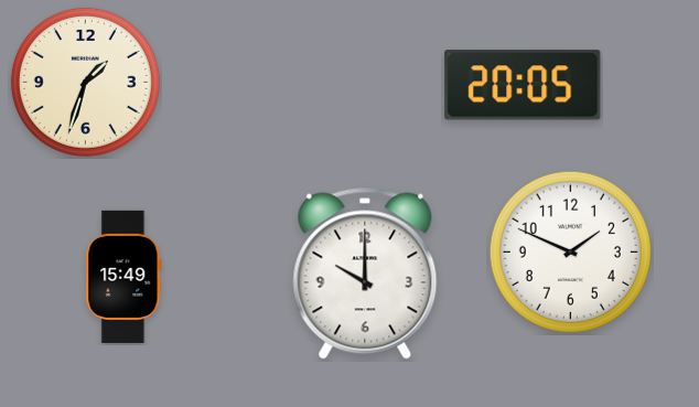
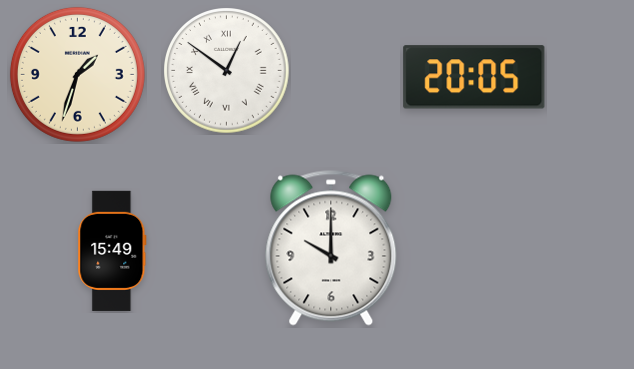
clock at (227, 71): none -> 12:51
clock at (570, 251): 1:49 -> none
